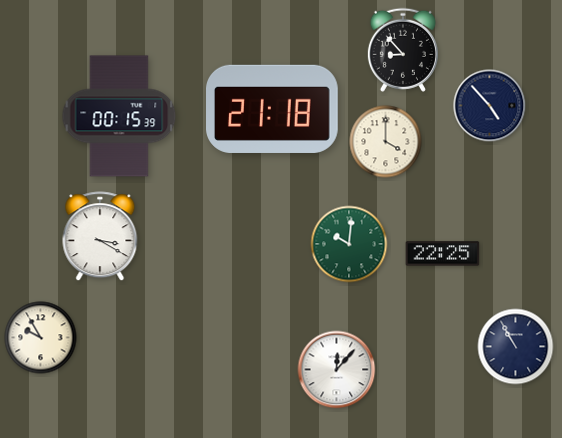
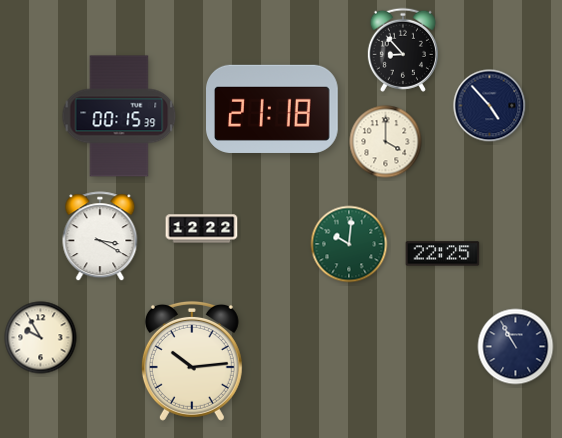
clock at (202, 229): none -> 12:22
clock at (192, 361): none -> 10:14
clock at (337, 370): 12:07 -> none
